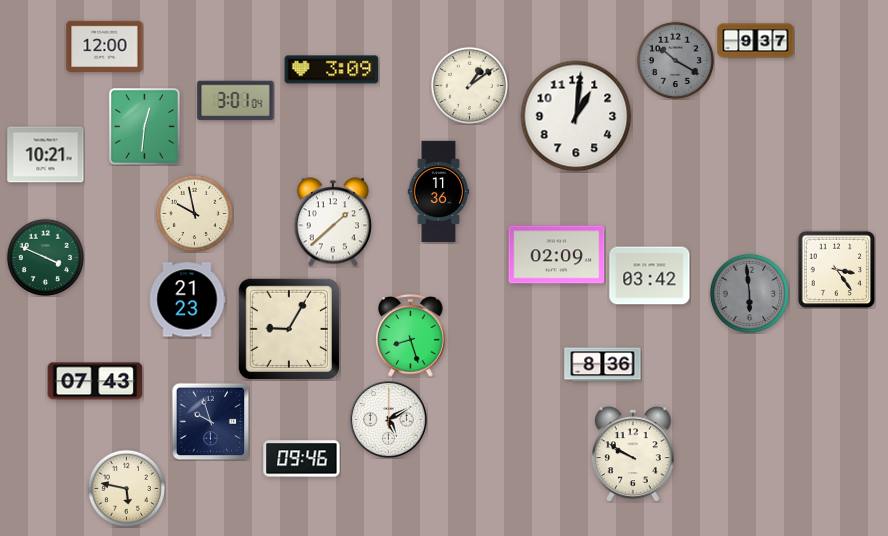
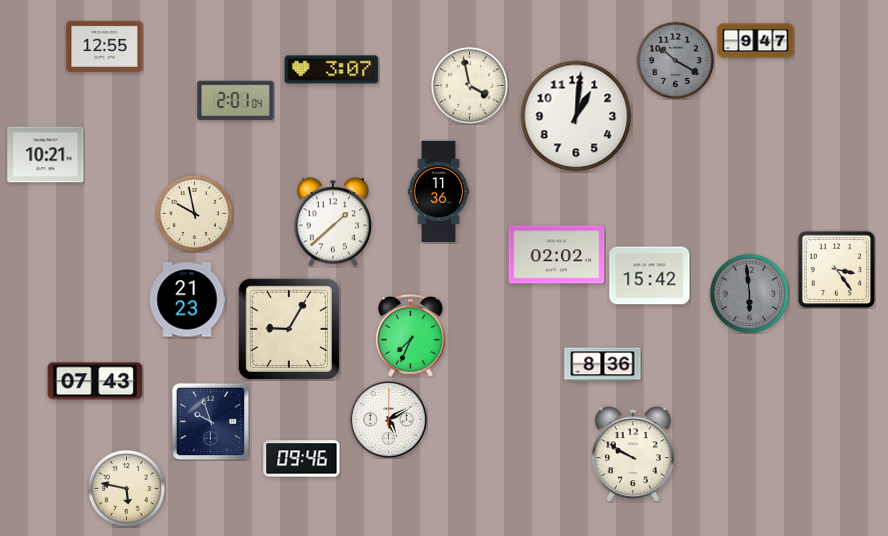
clock at (756, 41): 9:37 -> 9:47
clock at (105, 46): 12:00 -> 12:55
clock at (332, 70): 3:09 -> 3:07
clock at (469, 85): 1:09 -> 3:58
clock at (236, 101): 3:01 -> 2:01
clock at (144, 126): 12:31 -> none
clock at (557, 255): 02:09 -> 02:02
clock at (45, 257): 3:49 -> none
clock at (650, 276): 03:42 -> 15:42
clock at (411, 336): 8:27 -> 7:34
